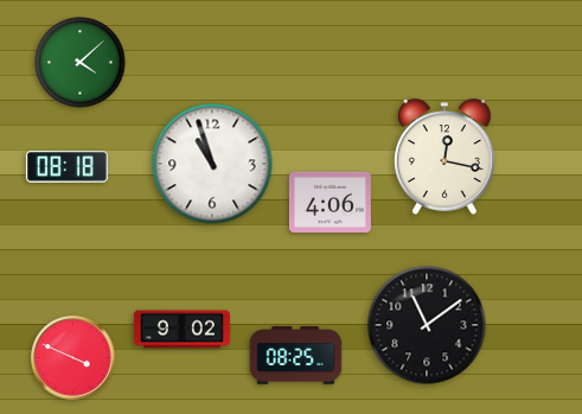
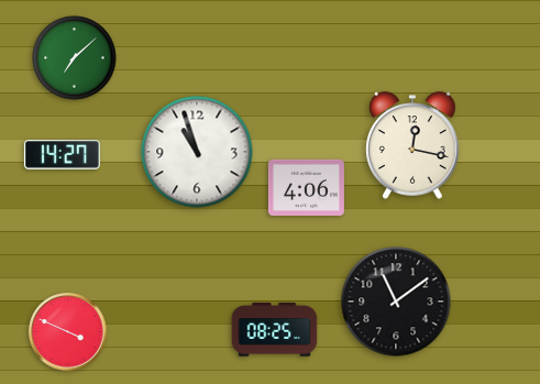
clock at (81, 63): 4:08 -> 7:08
clock at (66, 167): 08:18 -> 14:27
clock at (181, 330): 9:02 -> none
